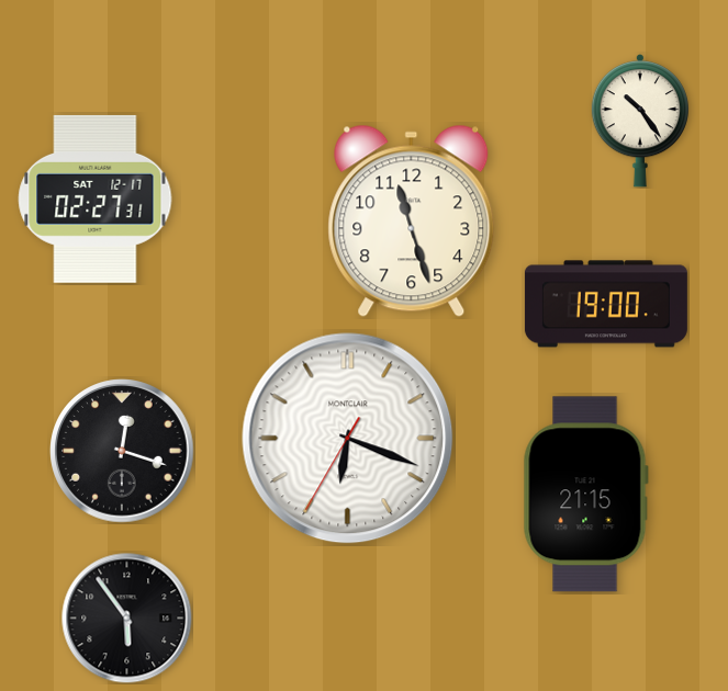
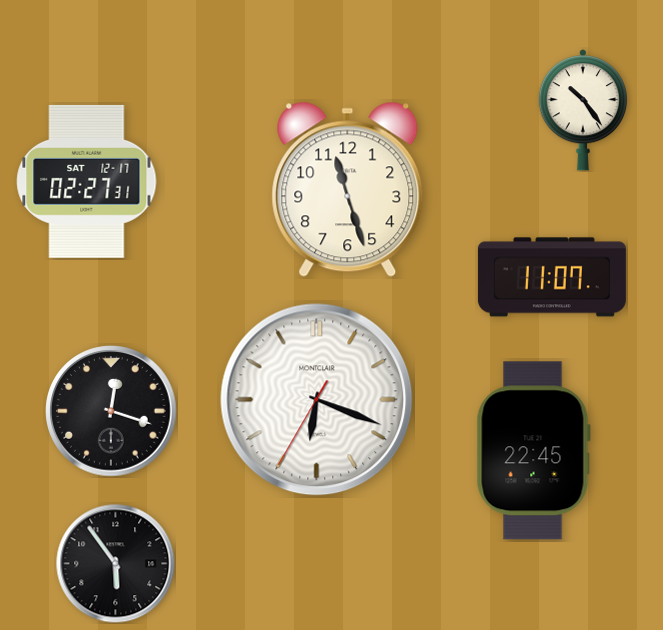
clock at (412, 220) position: (412, 220) -> (348, 189)
clock at (606, 304): 19:00 -> 11:07
clock at (585, 495): 21:15 -> 22:45
